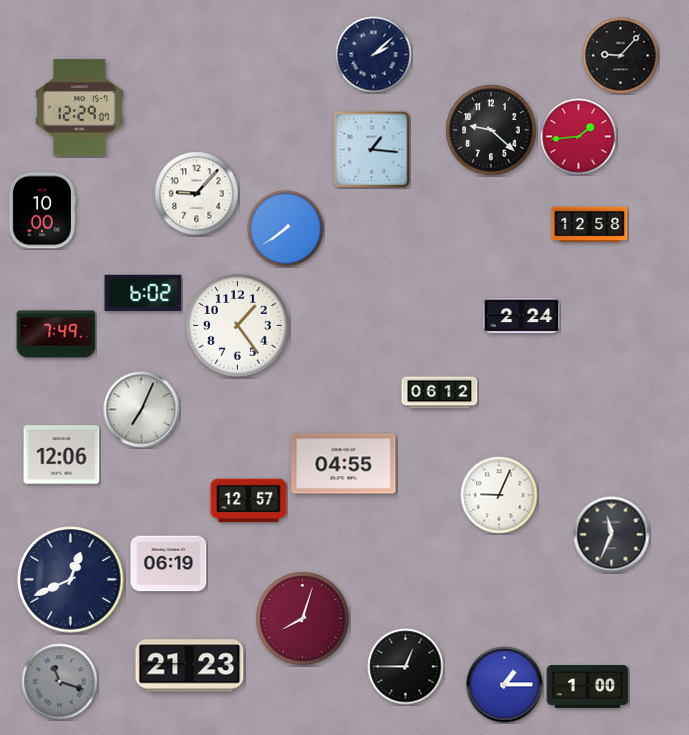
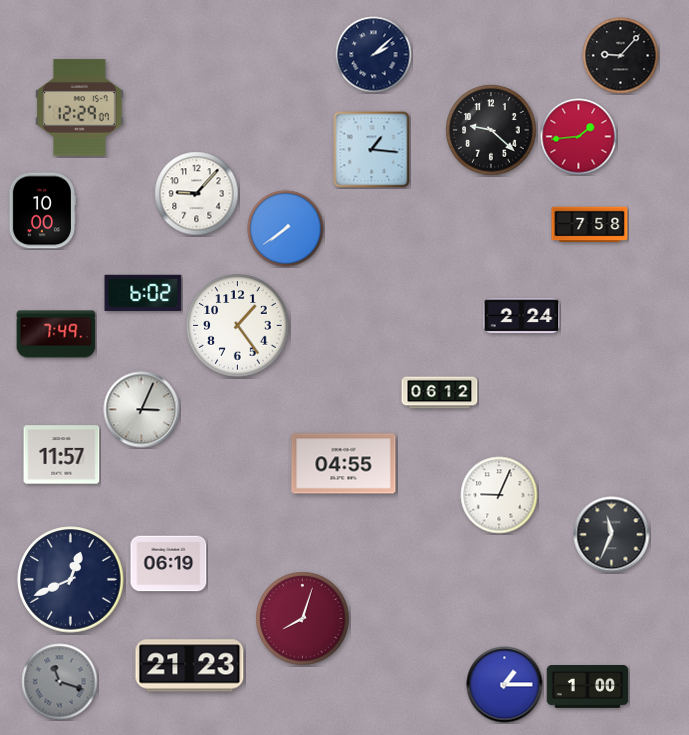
clock at (590, 225): 12:58 -> 7:58
clock at (142, 410): 7:04 -> 3:04
clock at (62, 455): 12:06 -> 11:57
clock at (249, 501): 12:57 -> none
clock at (406, 667): 12:45 -> none
